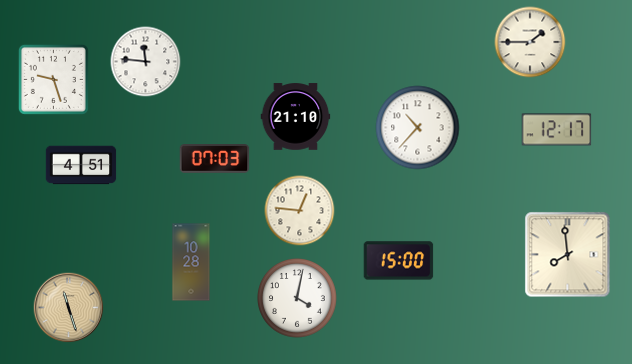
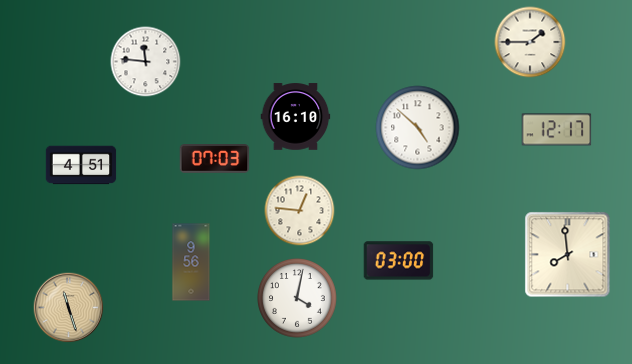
clock at (53, 79): 9:27 -> none
clock at (296, 117): 21:10 -> 16:10
clock at (418, 128): 10:37 -> 4:52
clock at (399, 261): 15:00 -> 03:00
clock at (191, 262): 10:28 -> 9:56
